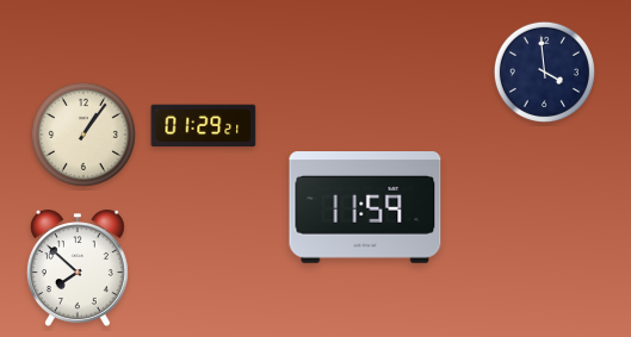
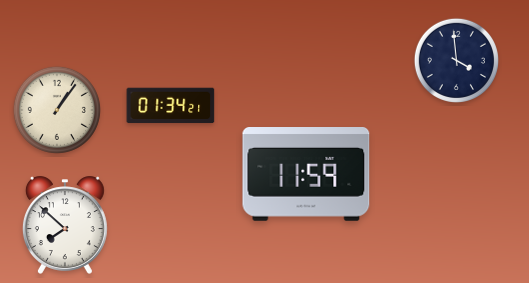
clock at (204, 126): 01:29 -> 01:34
clock at (83, 135) position: (83, 135) -> (57, 110)
